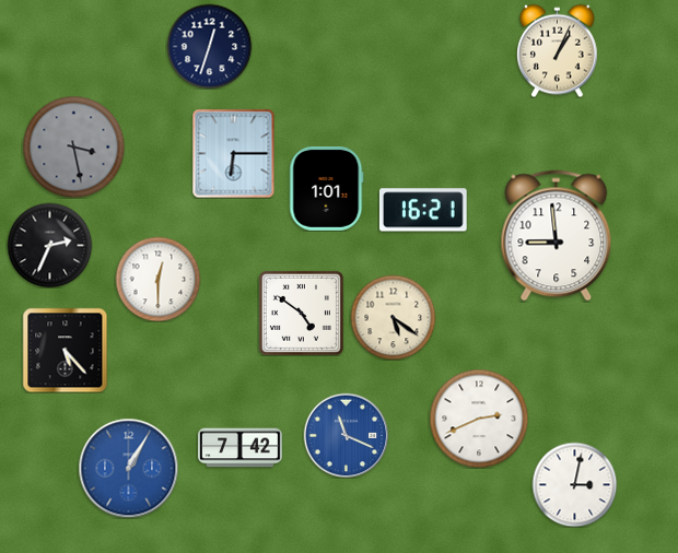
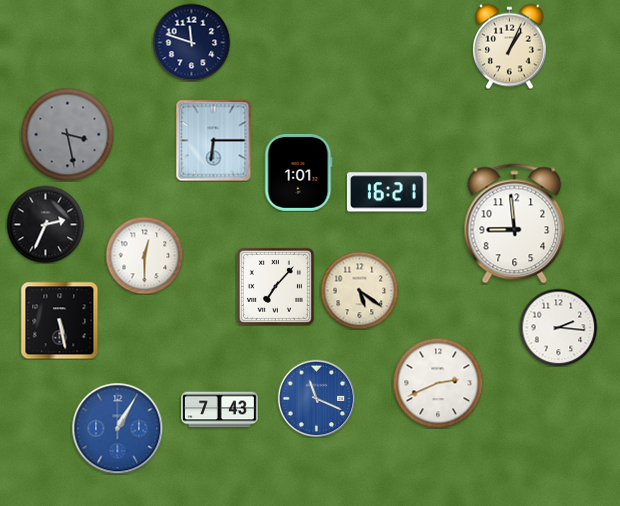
clock at (209, 46): 12:33 -> 11:48
clock at (557, 236) position: (557, 236) -> (515, 224)
clock at (301, 313): 4:51 -> 7:07
clock at (65, 350): 5:23 -> 5:28
clock at (558, 327): none -> 2:16
clock at (241, 448): 7:42 -> 7:43
clock at (574, 484): 3:02 -> none
